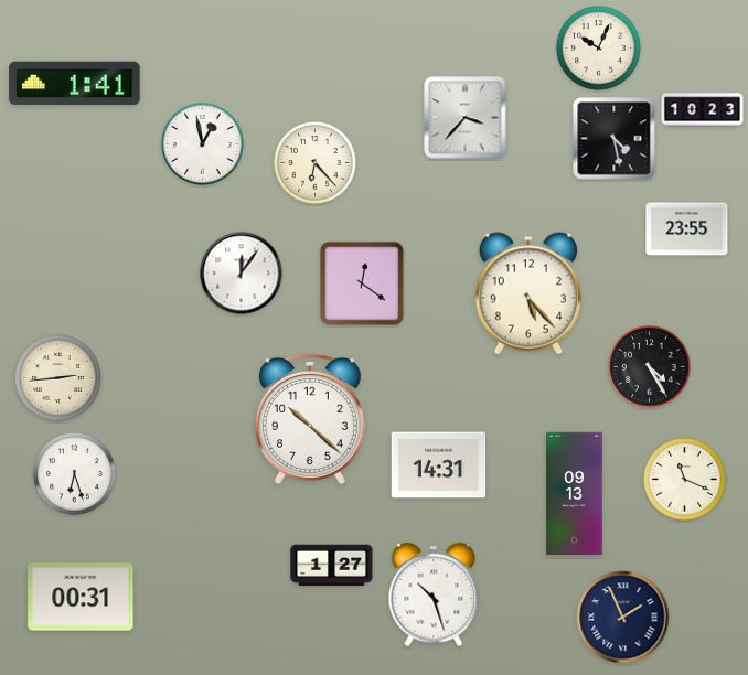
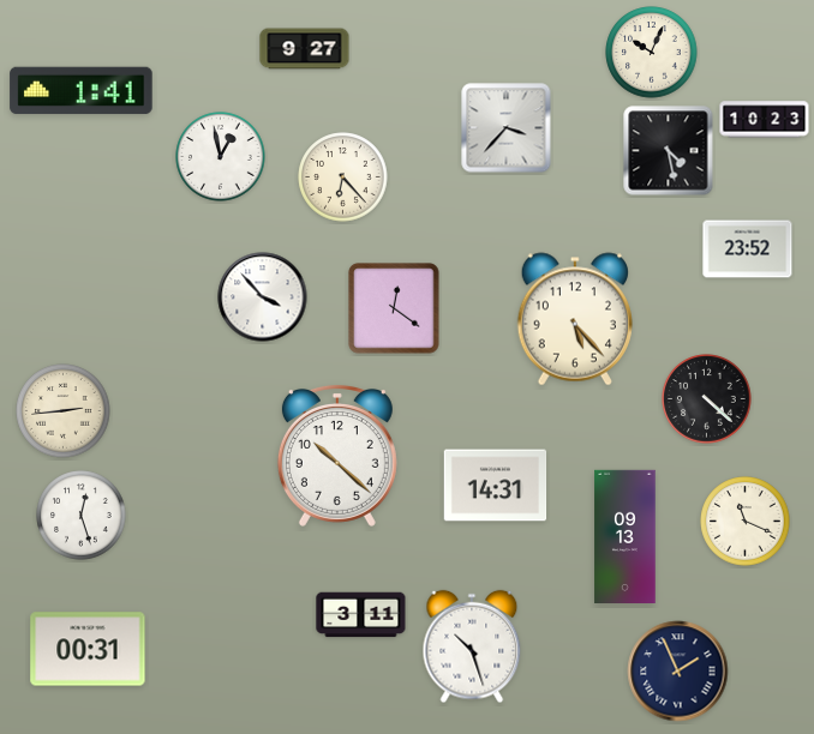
clock at (305, 49): none -> 9:27
clock at (687, 229): 23:55 -> 23:52
clock at (242, 274): 12:06 -> 3:53
clock at (650, 367): 4:25 -> 4:22
clock at (439, 465) position: (439, 465) -> (496, 486)
clock at (75, 474): 6:27 -> 12:27
clock at (332, 566): 1:27 -> 3:11
